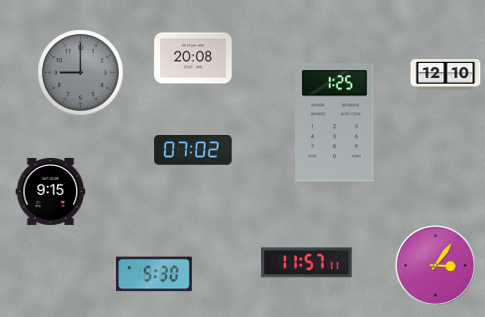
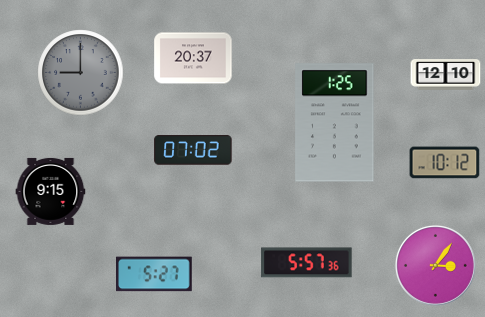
clock at (193, 58): 20:08 -> 20:37
clock at (445, 163): none -> 10:12
clock at (307, 263): 11:57 -> 5:57
clock at (155, 274): 5:30 -> 5:27
